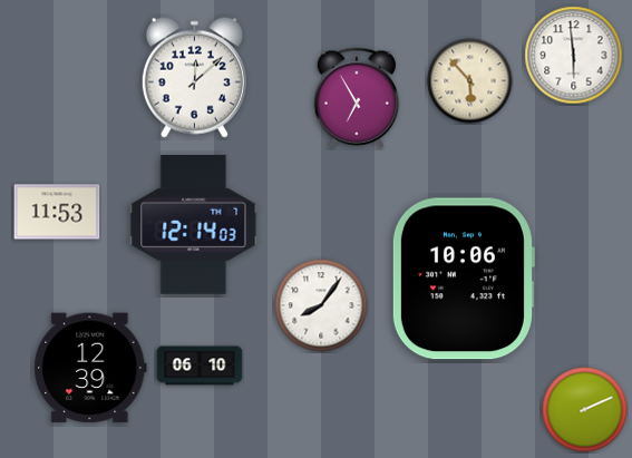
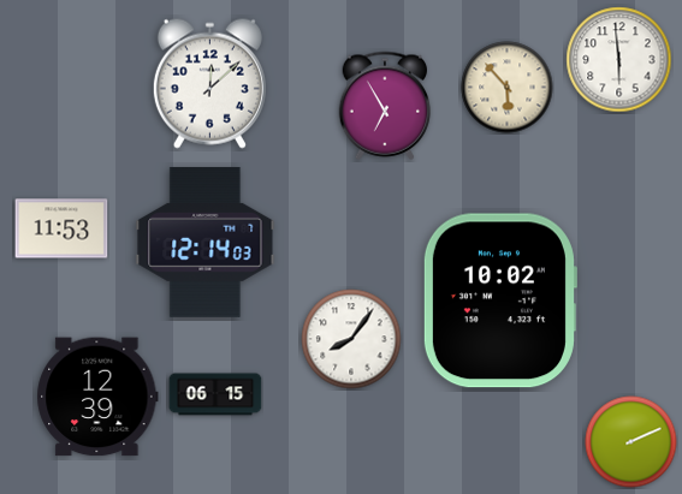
clock at (194, 224) position: (194, 224) -> (206, 242)
clock at (463, 279): 10:06 -> 10:02
clock at (321, 305) position: (321, 305) -> (351, 339)
clock at (200, 366): 06:10 -> 06:15
